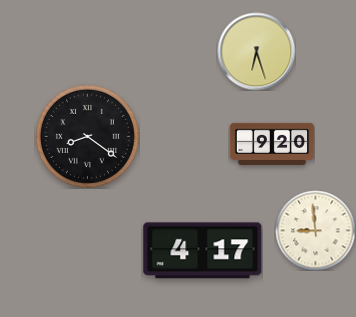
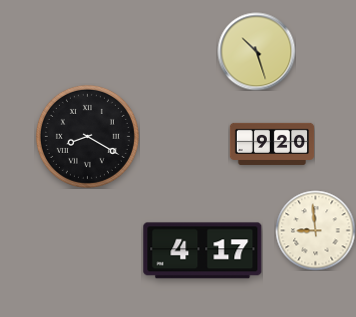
clock at (256, 51): 6:27 -> 10:27
clock at (87, 136): 8:21 -> 8:20
